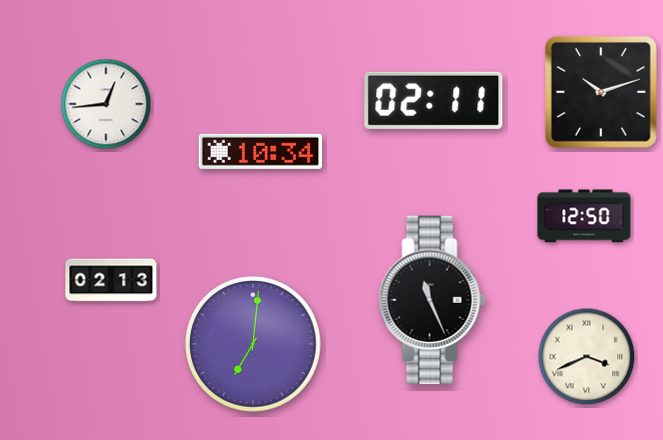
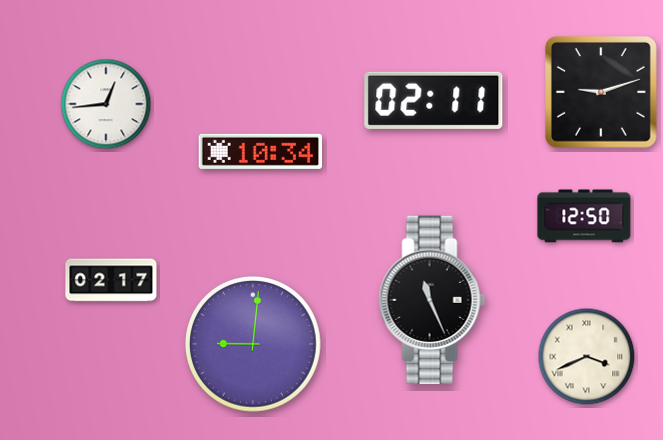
clock at (601, 92): 10:12 -> 9:12
clock at (111, 280): 02:13 -> 02:17
clock at (254, 345): 7:01 -> 9:01
